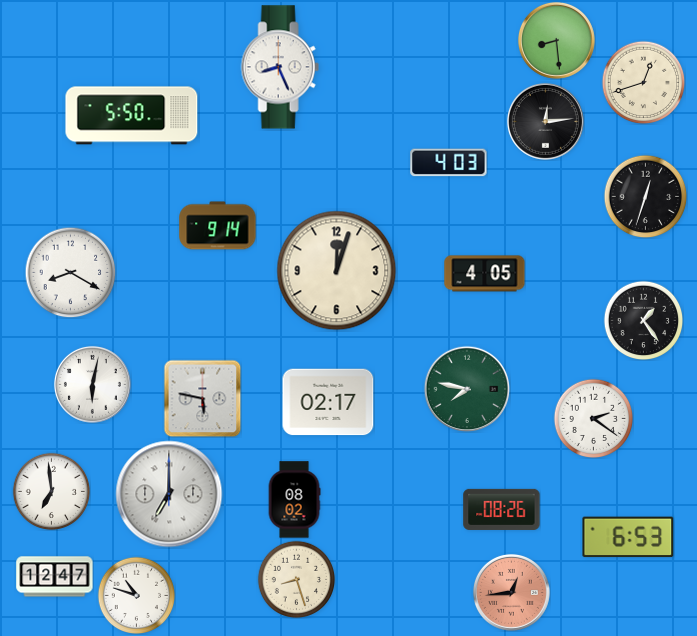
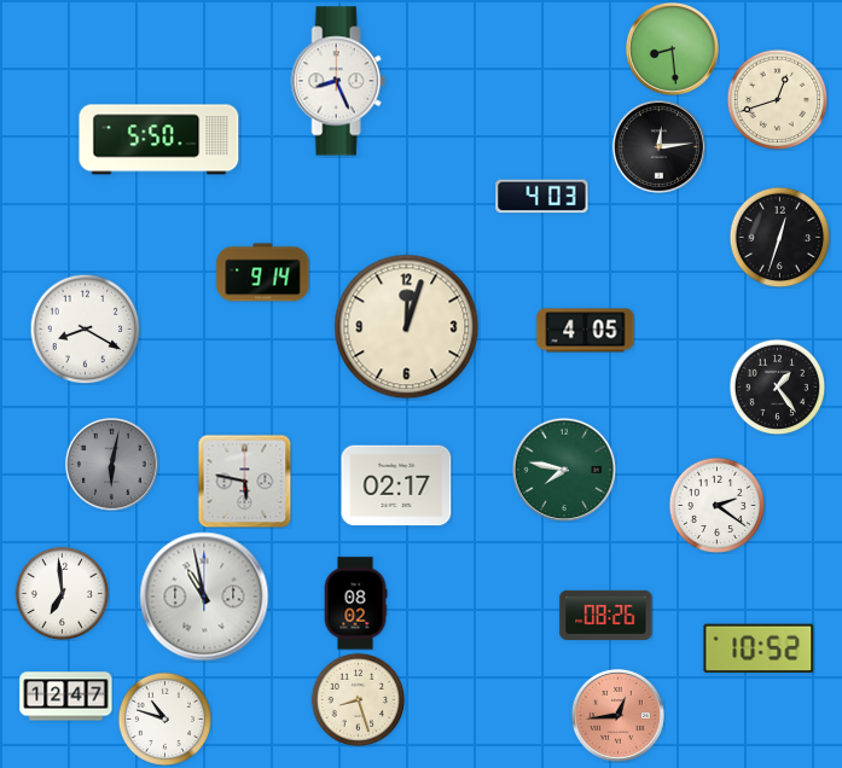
clock at (92, 384) dial: white -> grey
clock at (169, 494): 7:00 -> 10:58
clock at (628, 537): 6:53 -> 10:52
